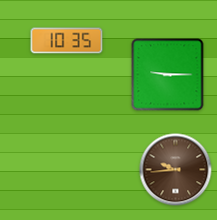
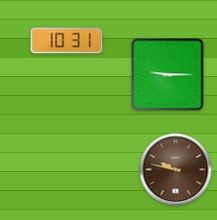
clock at (67, 41): 10:35 -> 10:31
clock at (176, 170): 9:44 -> 9:47
